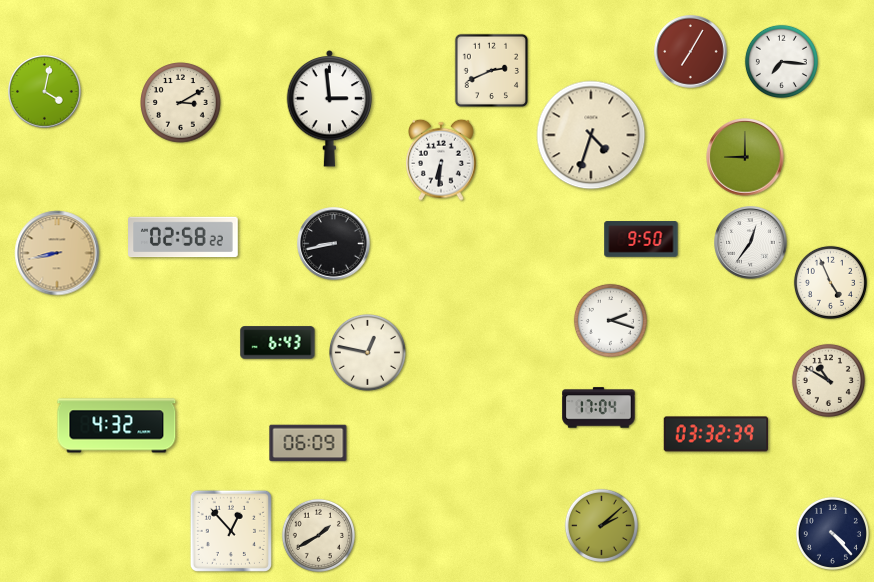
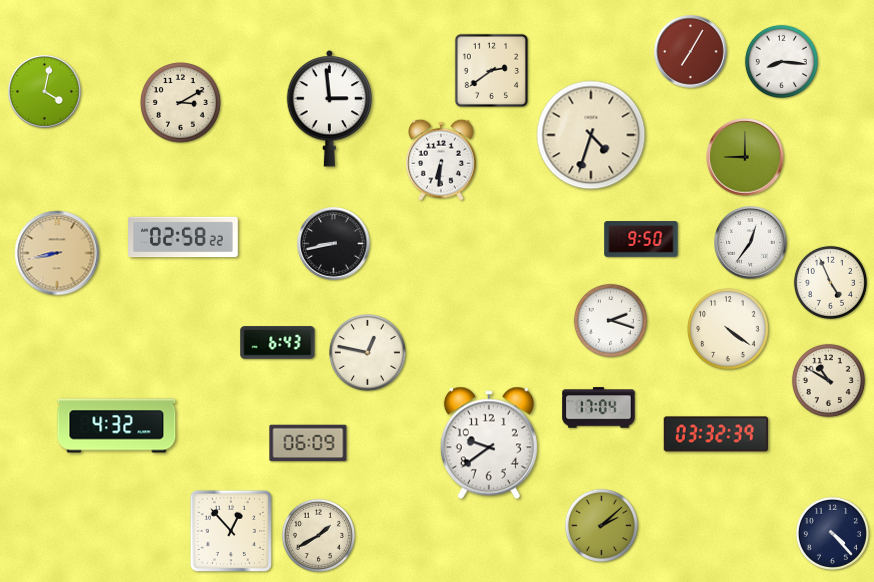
clock at (781, 61): 7:16 -> 8:16
clock at (491, 70): 2:41 -> 2:39
clock at (728, 329): none -> 4:21
clock at (489, 443): none -> 9:39
